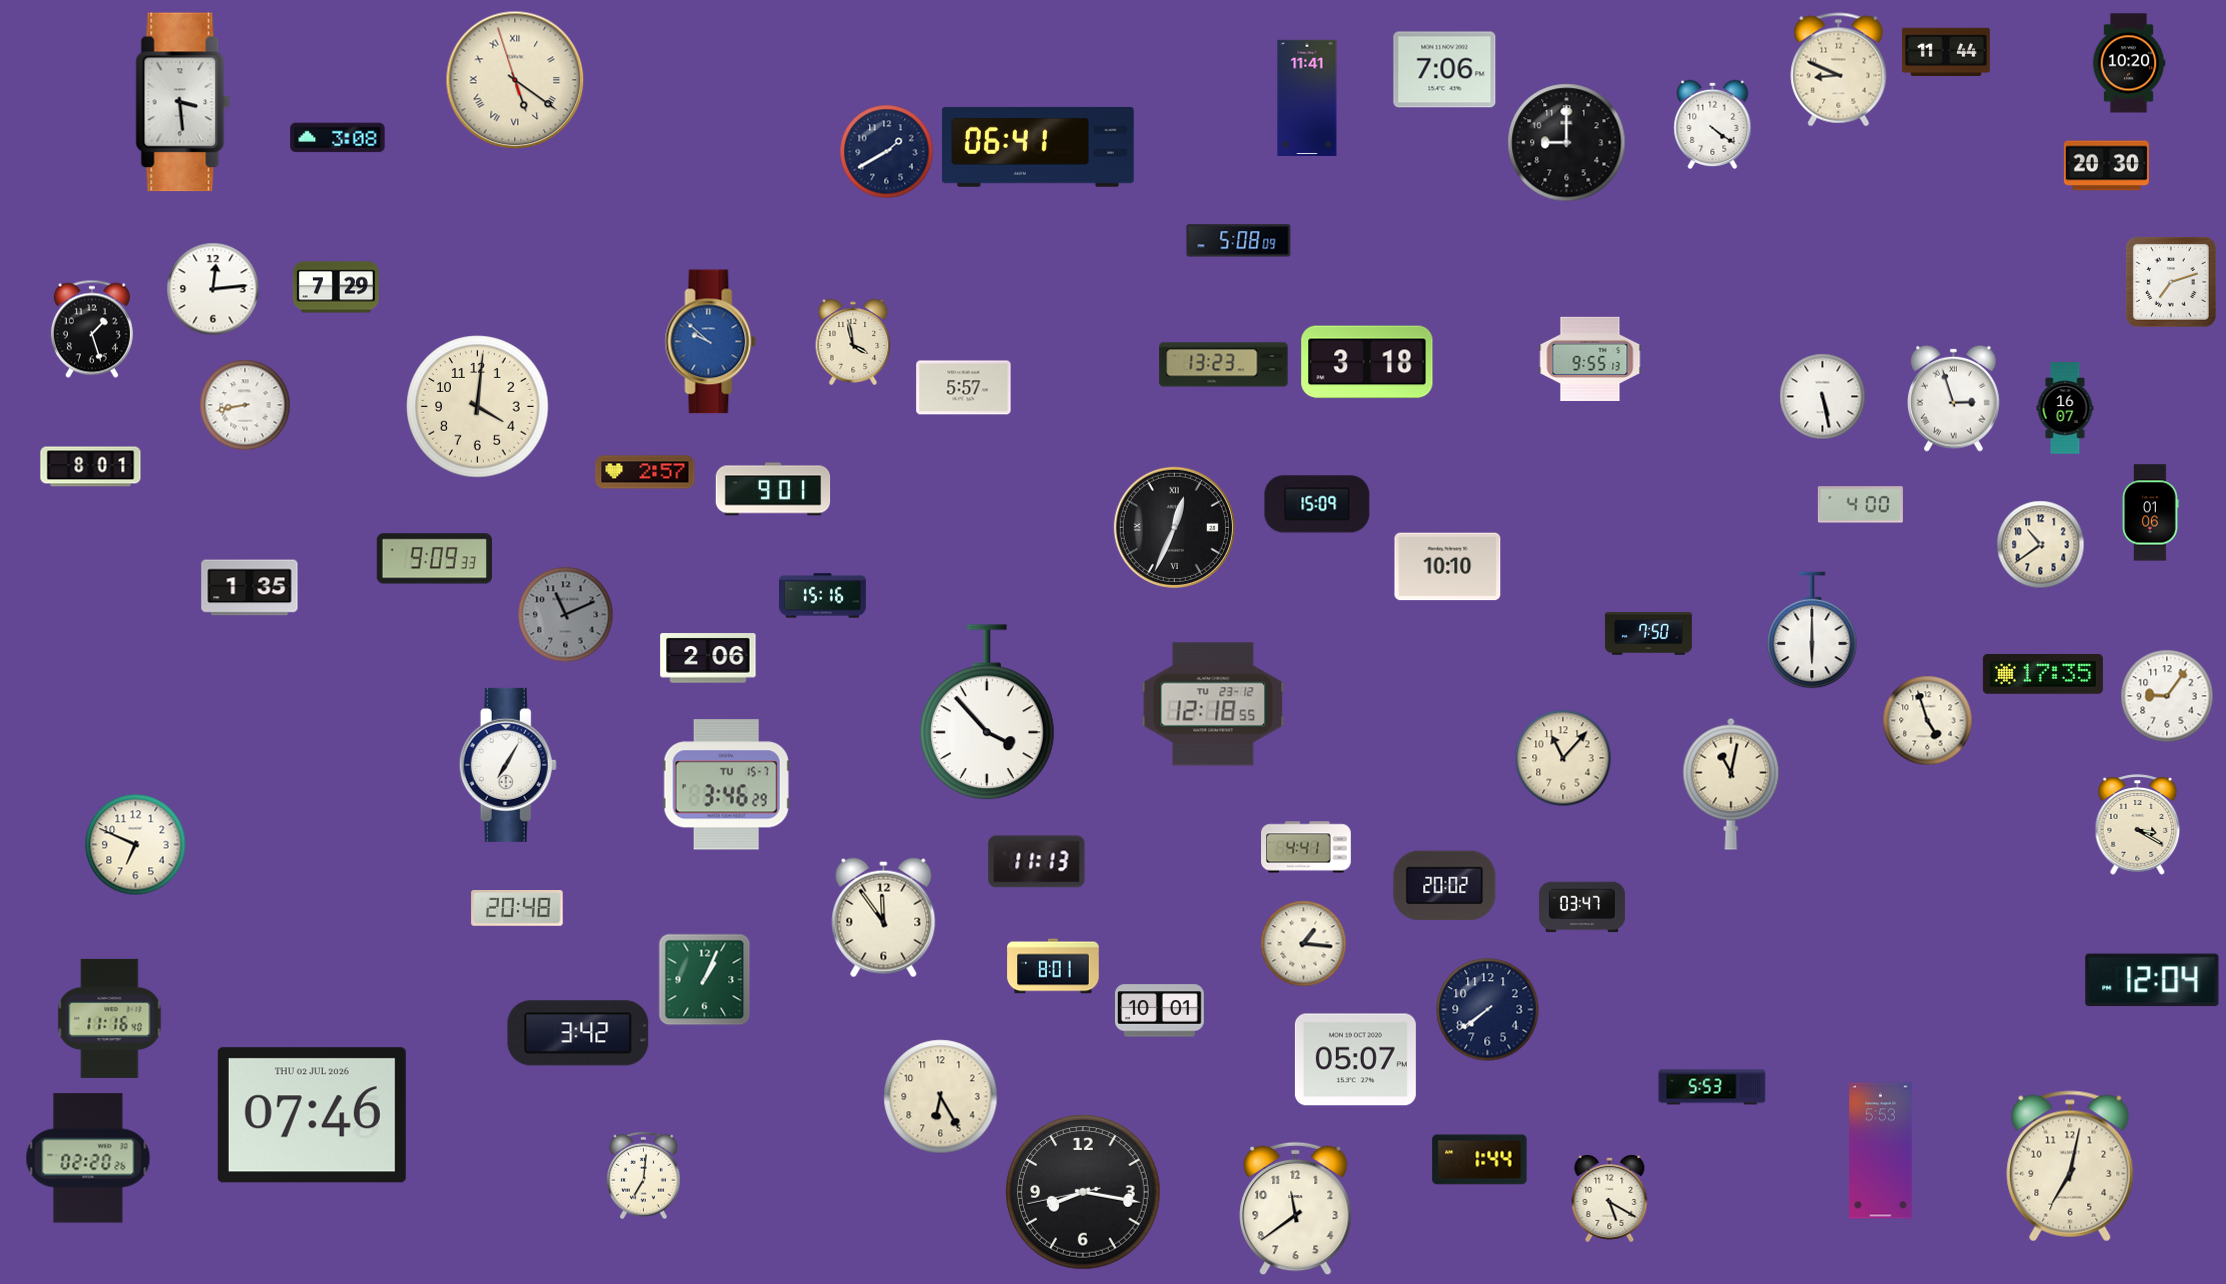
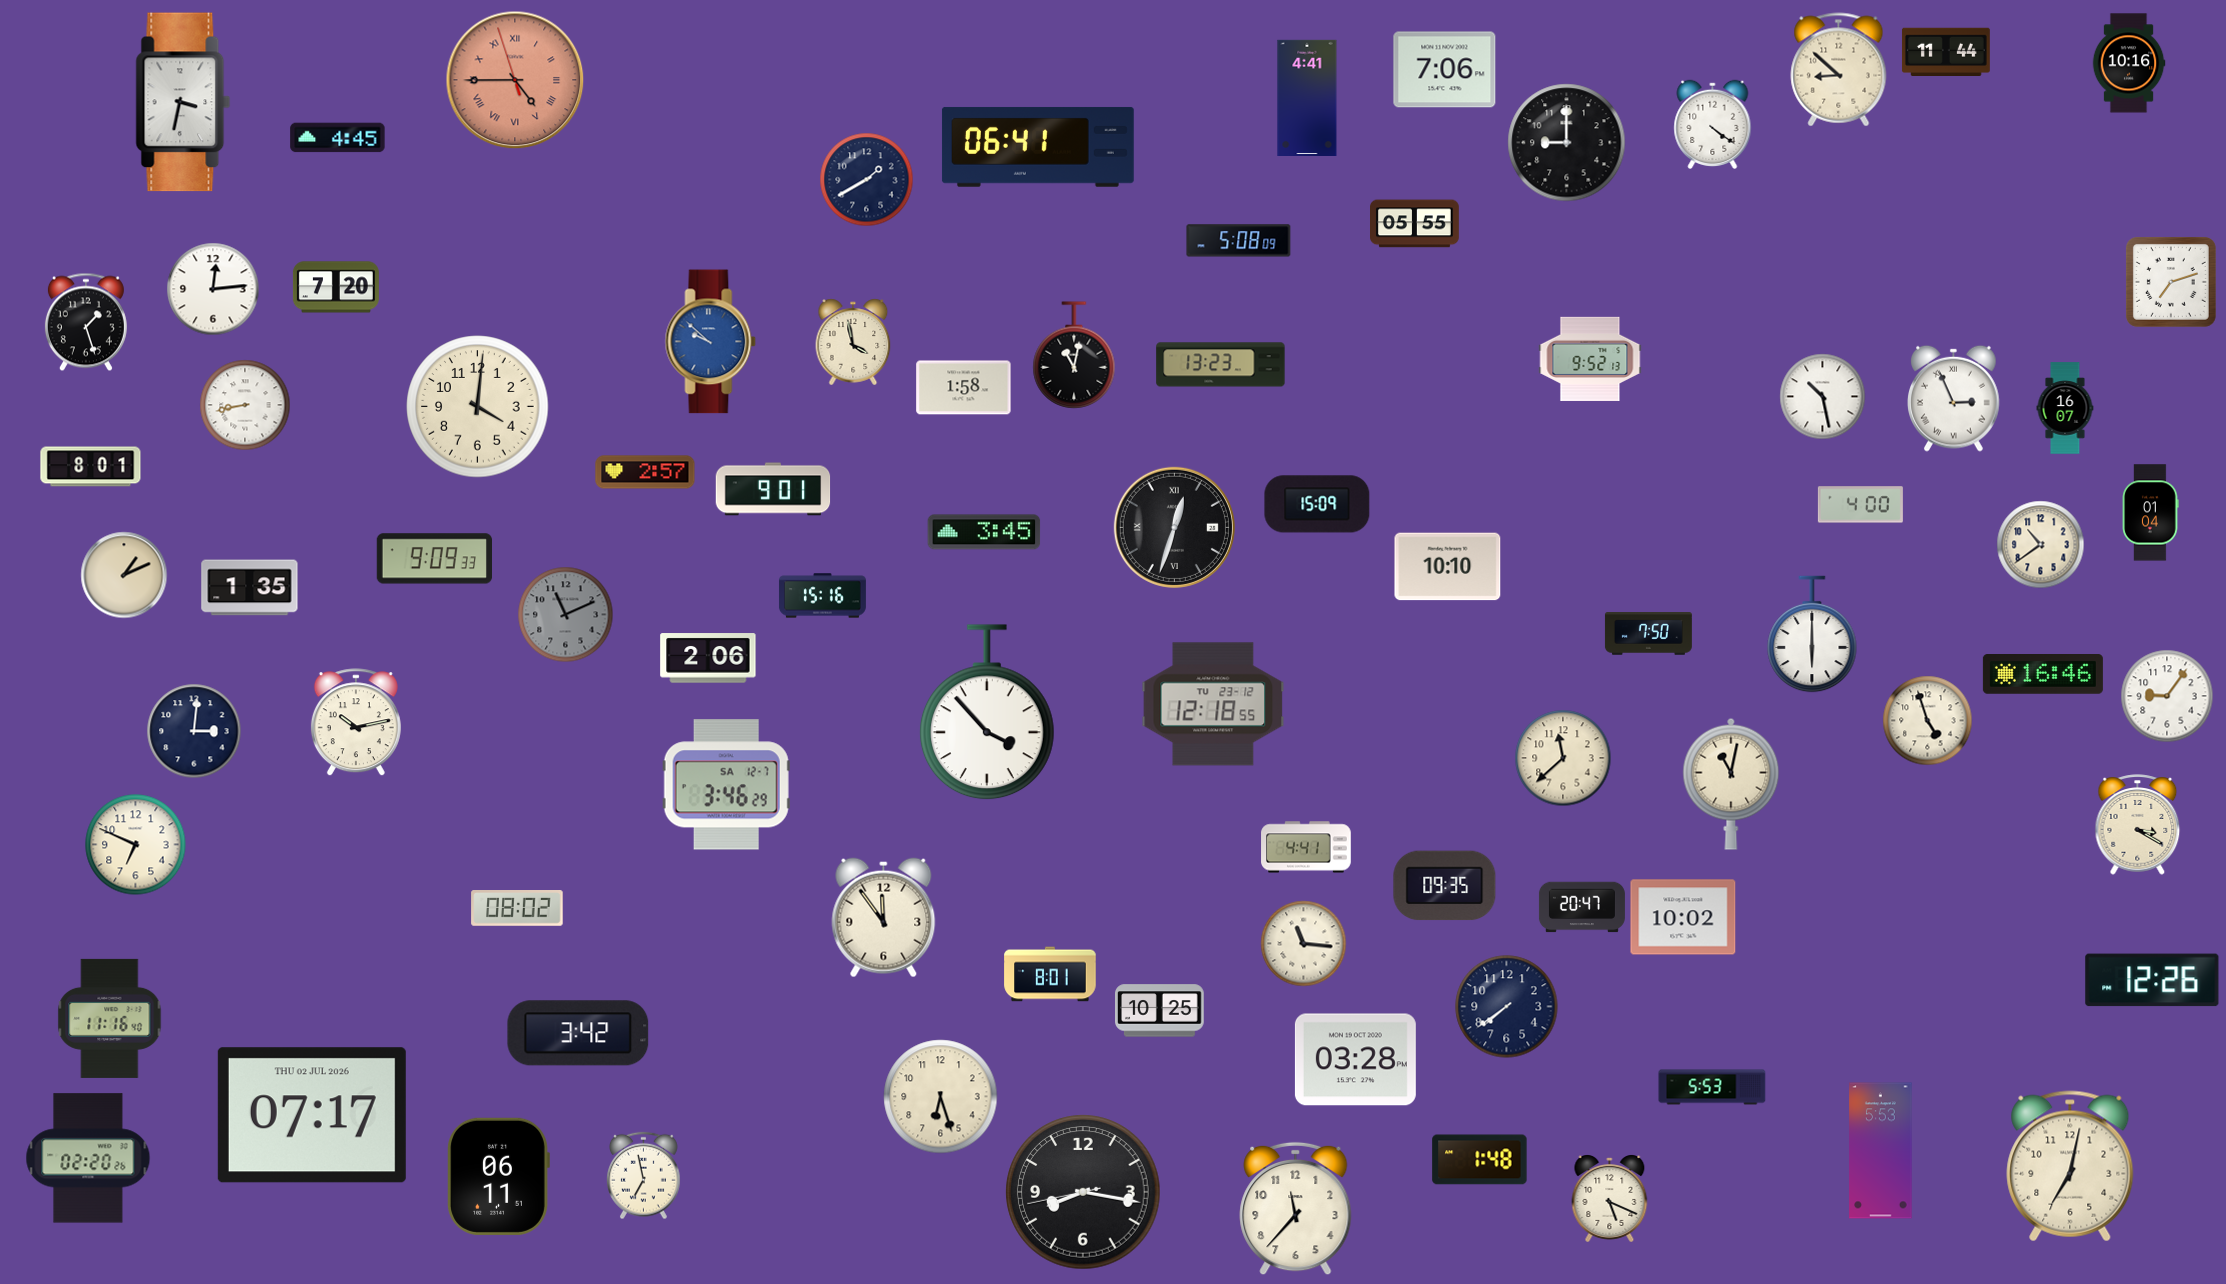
clock at (2129, 63): 10:20 -> 10:16
clock at (1839, 70): 8:49 -> 8:52
clock at (515, 80): 5:20 -> 4:44
clock at (515, 80) dial: cream -> salmon
clock at (1307, 97): 11:41 -> 4:41
clock at (183, 102): 3:29 -> 3:32
clock at (338, 138): 3:08 -> 4:45
clock at (887, 152) position: (887, 152) -> (867, 180)
clock at (2106, 166): 20:30 -> none
clock at (1415, 224): none -> 05:55
clock at (336, 287): 7:29 -> 7:20
clock at (92, 329) position: (92, 329) -> (86, 322)
clock at (1074, 355): none -> 11:02
clock at (1590, 358): 9:55 -> 9:52
clock at (1367, 362): 3:18 -> none
clock at (1224, 365) position: (1224, 365) -> (1221, 365)
clock at (964, 388): 5:57 -> 1:58
clock at (1823, 397): 5:28 -> 10:28
clock at (1954, 398): 2:57 -> 2:56
clock at (2150, 513): 01:06 -> 01:04
clock at (1174, 527): 12:34 -> 12:33
clock at (984, 532): none -> 3:45
clock at (124, 575): none -> 1:11
clock at (1812, 630) position: (1812, 630) -> (1812, 634)
clock at (2043, 675): 17:35 -> 16:46
clock at (356, 723): none -> 10:13
clock at (194, 731): none -> 3:01
clock at (1563, 758): 11:07 -> 11:38
clock at (508, 765): 7:05 -> none
clock at (726, 785) date: TU 15-7 -> SA 12-7
clock at (1037, 862): 11:13 -> none
clock at (1445, 886): 20:02 -> 09:35
clock at (1582, 907): 03:47 -> 20:47
clock at (517, 908): 20:48 -> 08:02
clock at (1683, 917): none -> 10:02
clock at (1304, 944): 1:16 -> 11:16
clock at (1053, 966) position: (1053, 966) -> (1050, 974)
clock at (705, 980): 1:04 -> none
clock at (2152, 980): 12:04 -> 12:26
clock at (1488, 1010) position: (1488, 1010) -> (1507, 1007)
clock at (1160, 1011): 10:01 -> 10:25
clock at (1355, 1060): 05:07 -> 03:28
clock at (941, 1097): 6:25 -> 6:27
clock at (312, 1115): 07:46 -> 07:17
clock at (1480, 1160): 1:44 -> 1:48
clock at (498, 1176): none -> 06:11
clock at (644, 1176): 7:01 -> 6:58
clock at (1610, 1199): 5:20 -> 5:19
clock at (1296, 1209): 11:39 -> 11:37
